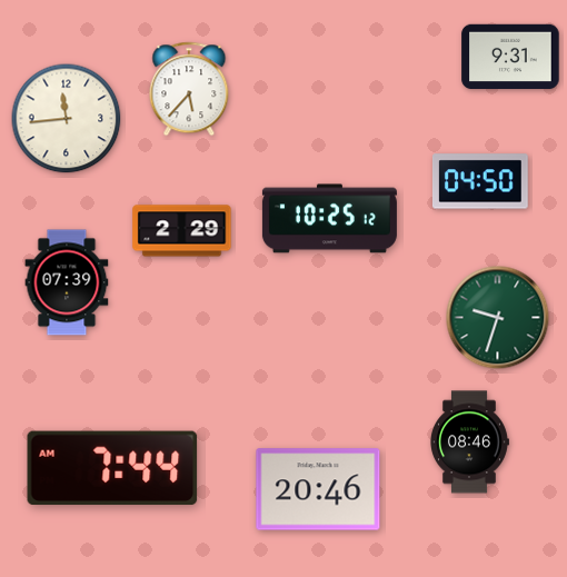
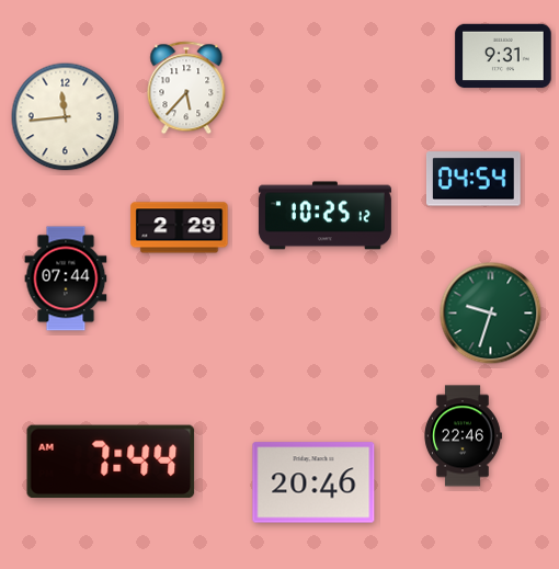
clock at (480, 181): 04:50 -> 04:54
clock at (67, 282): 07:39 -> 07:44
clock at (470, 442): 08:46 -> 22:46
